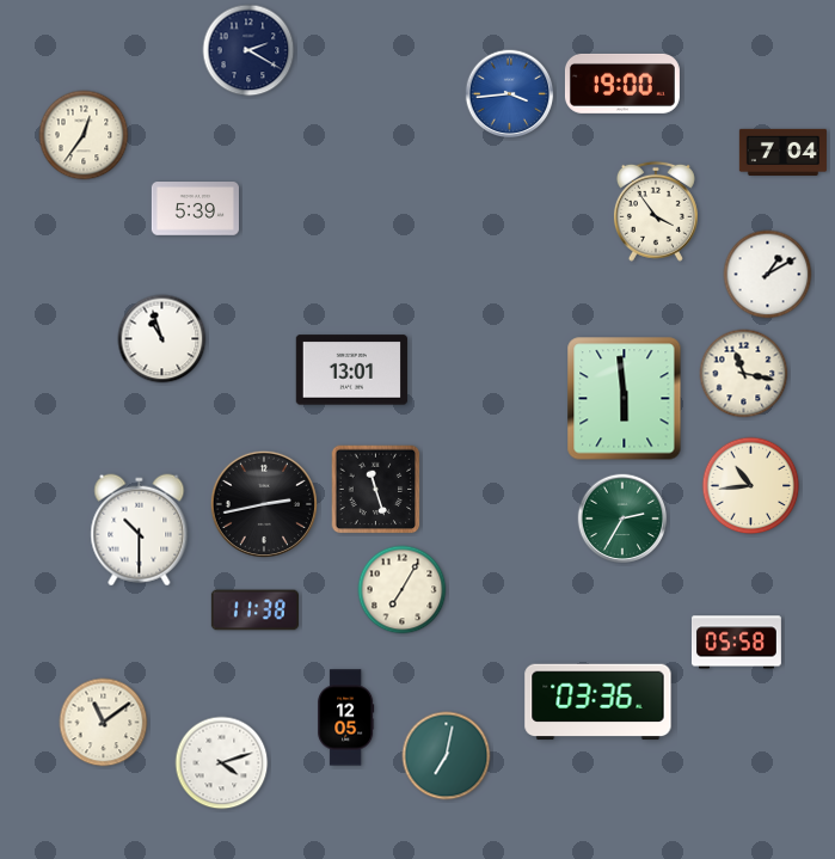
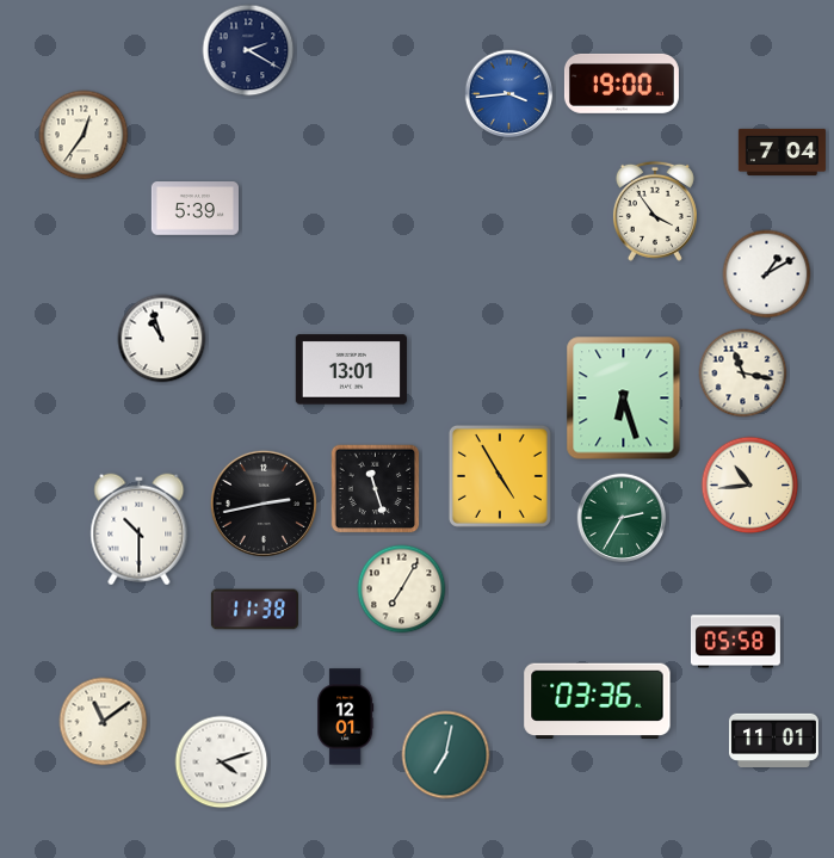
clock at (625, 399): 5:59 -> 6:27
clock at (500, 476): none -> 4:55
clock at (346, 718): 12:05 -> 12:01
clock at (773, 740): none -> 11:01
